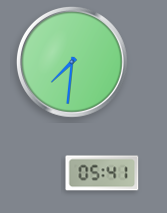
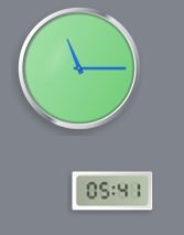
clock at (73, 63): 7:31 -> 11:15
